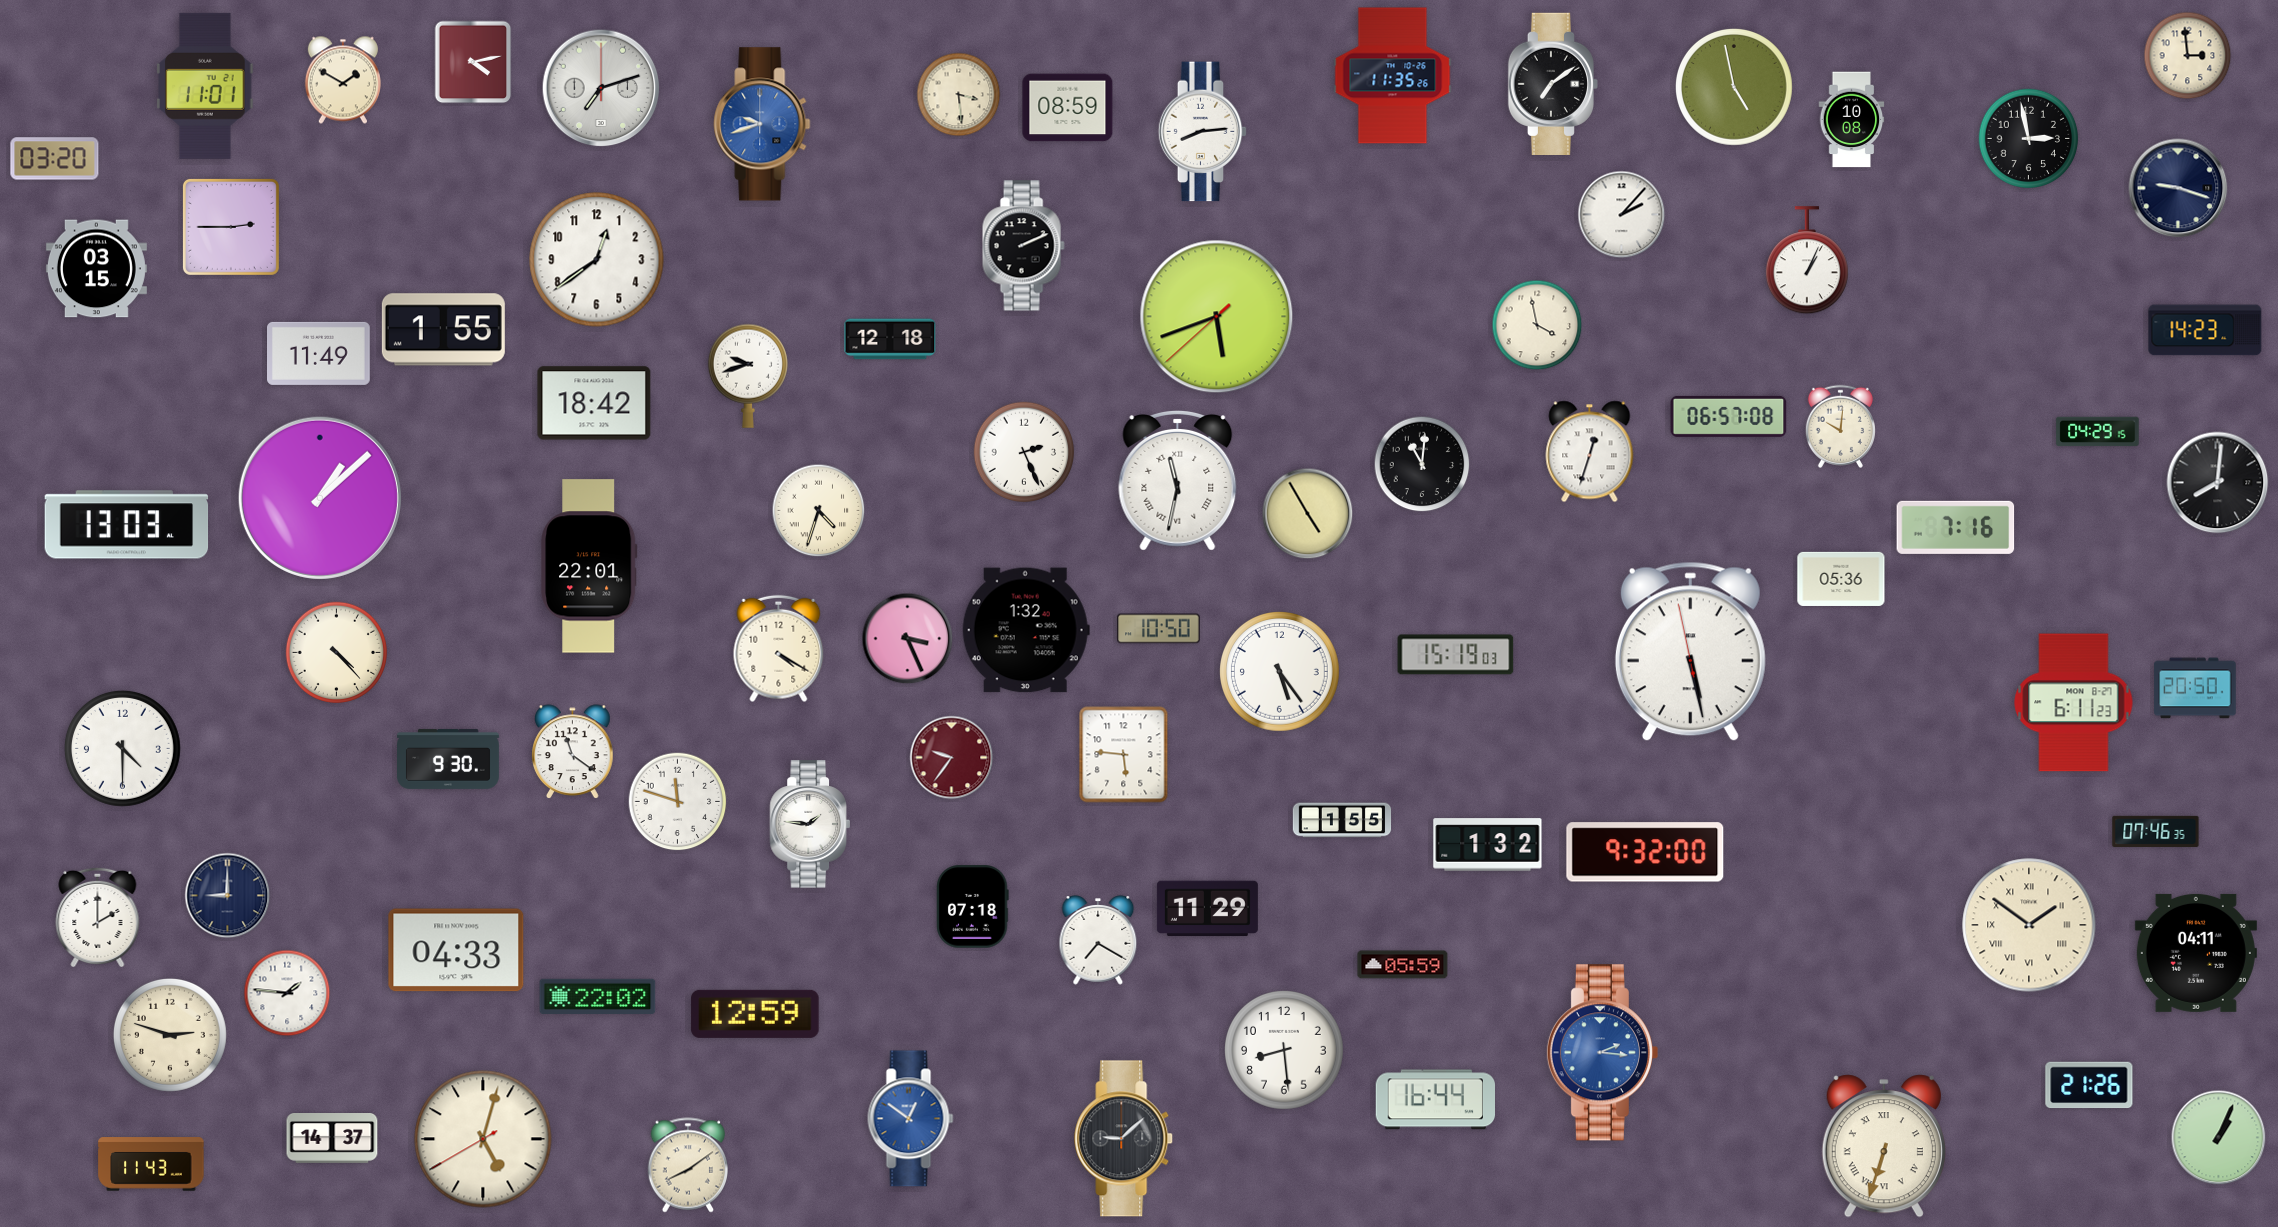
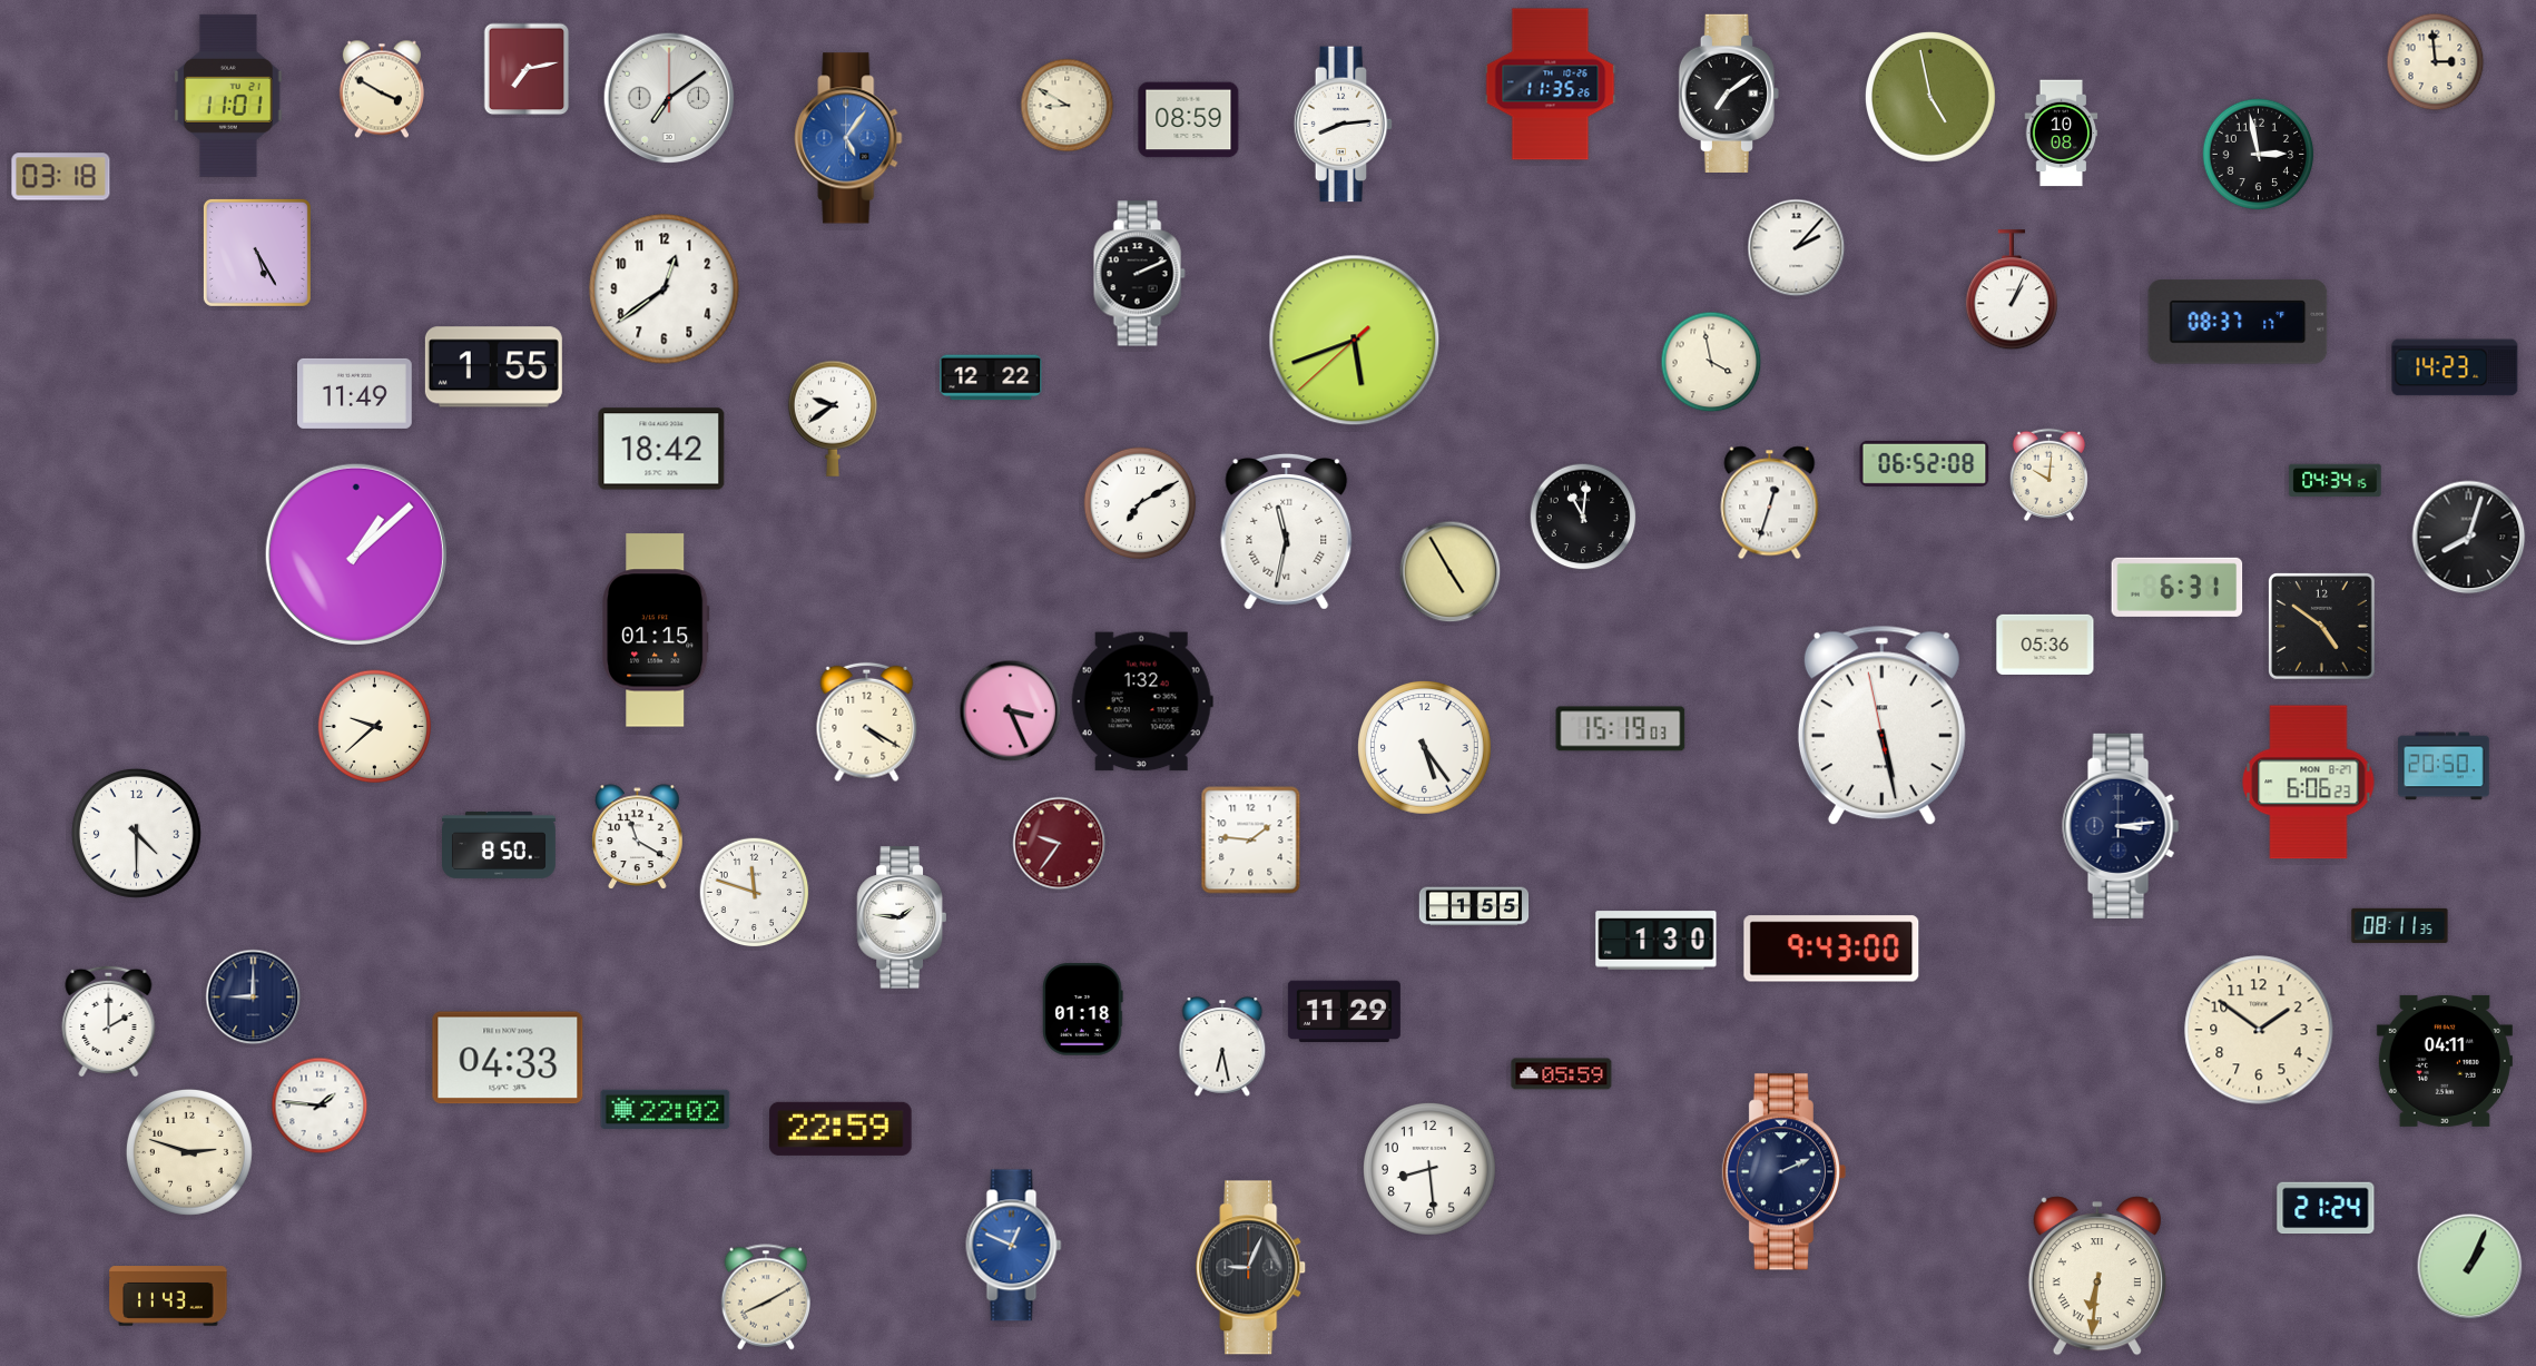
clock at (473, 62): 4:13 -> 7:13
clock at (343, 80): 1:50 -> 3:50
clock at (601, 88): 7:12 -> 7:09
clock at (959, 95): 3:29 -> 8:50
clock at (762, 124): 9:42 -> 5:06
clock at (1203, 132) position: (1203, 132) -> (1344, 125)
clock at (55, 159): 03:20 -> 03:18
clock at (2178, 188): 9:18 -> none
clock at (1622, 215) position: (1622, 215) -> (1797, 248)
clock at (231, 227): 2:45 -> 5:25
clock at (96, 269): 03:15 -> none
clock at (2238, 322): none -> 08:37
clock at (1217, 317) position: (1217, 317) -> (1355, 341)
clock at (890, 339): 12:18 -> 12:22
clock at (748, 376): 9:42 -> 9:39
clock at (1729, 416): 06:57 -> 06:52
clock at (2098, 432): 04:29 -> 04:34
clock at (1024, 452): 2:26 -> 7:10
clock at (1178, 480) position: (1178, 480) -> (1287, 531)
clock at (2218, 483): 8:01 -> 8:03
clock at (819, 511): 4:33 -> none
clock at (1308, 514) position: (1308, 514) -> (1451, 572)
clock at (127, 525): 13:03 -> none
clock at (1956, 527): 7:16 -> 6:31
clock at (2322, 627): none -> 4:51
clock at (590, 566): 22:01 -> 01:15
clock at (1841, 579) position: (1841, 579) -> (2045, 645)
clock at (1159, 629): 10:50 -> none
clock at (336, 652): 4:23 -> 9:38
clock at (2074, 703): 6:11 -> 6:06
clock at (2121, 826): none -> 3:14
clock at (573, 751): 11:21 -> 11:20
clock at (1124, 755): 5:46 -> 1:46
clock at (449, 759): 9:30 -> 8:50
clock at (1342, 820) position: (1342, 820) -> (1474, 906)
clock at (2156, 831): 07:46 -> 08:11
clock at (1488, 845): 1:32 -> 1:30
clock at (1645, 852): 9:32 -> 9:43
clock at (973, 907): 07:18 -> 01:18
clock at (2029, 925) numerals: Roman -> Arabic
clock at (1098, 941): 7:20 -> 6:28
clock at (755, 1014): 12:59 -> 22:59
clock at (1602, 1053): 2:16 -> 2:11
clock at (1602, 1053) dial: blue -> navy
clock at (2089, 1085): 21:26 -> 21:24
clock at (1436, 1100): 16:44 -> none
clock at (911, 1119): 12:51 -> 12:49
clock at (332, 1139): 14:37 -> none
clock at (483, 1139): 5:02 -> none
clock at (1124, 1139): 9:08 -> 9:04
clock at (1884, 1146): 6:33 -> 6:31
clock at (688, 1165): 8:09 -> 8:10
